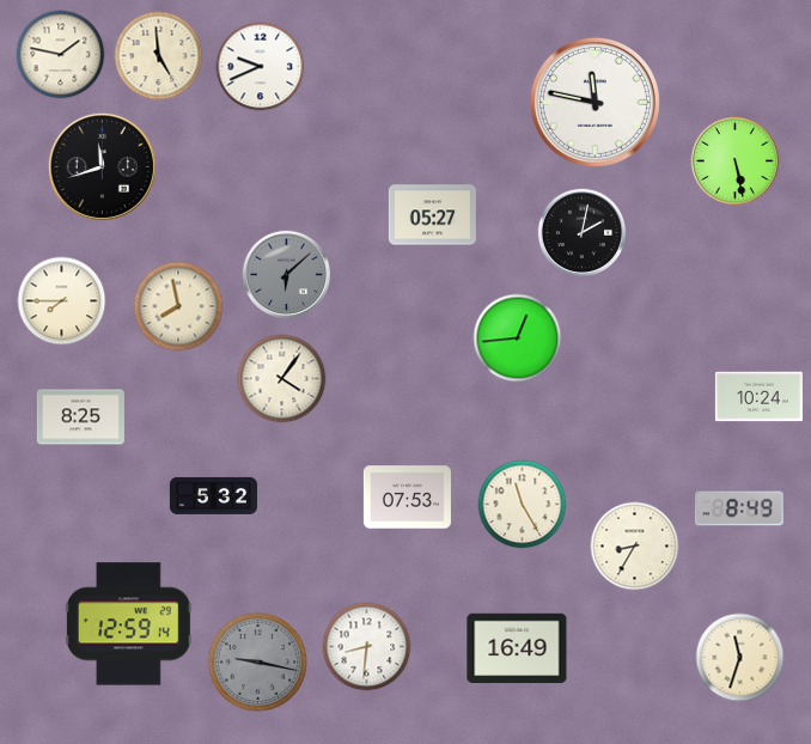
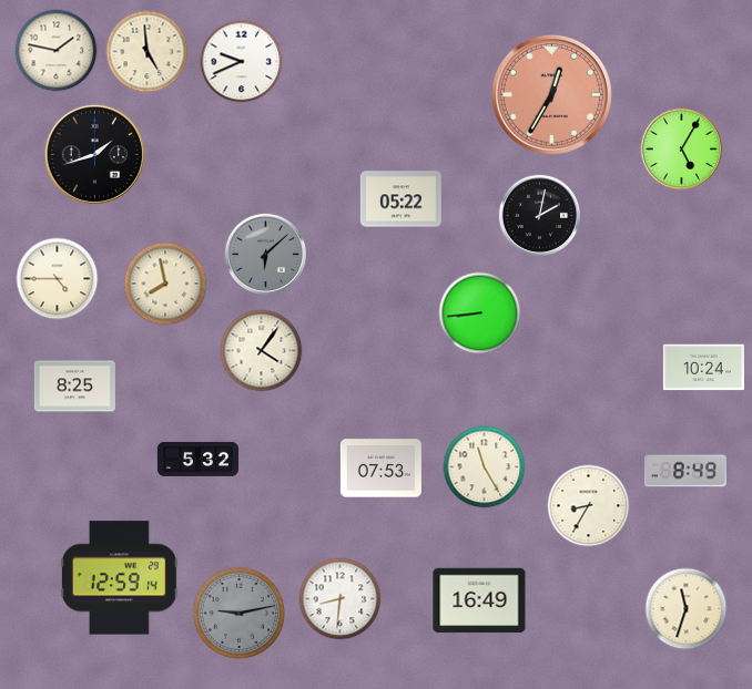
clock at (594, 102): 11:47 -> 12:35
clock at (594, 102) dial: white -> salmon
clock at (736, 161): 5:28 -> 5:05
clock at (102, 166): 11:42 -> 1:42
clock at (432, 215): 05:27 -> 05:22
clock at (62, 301): 7:45 -> 4:45
clock at (518, 339): 12:44 -> 8:44
clock at (407, 498) position: (407, 498) -> (380, 469)
clock at (258, 663): 9:17 -> 9:13
